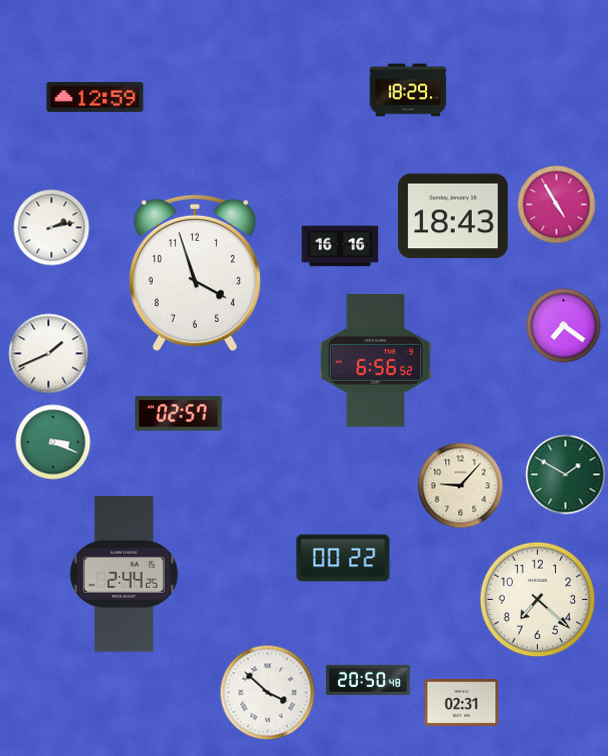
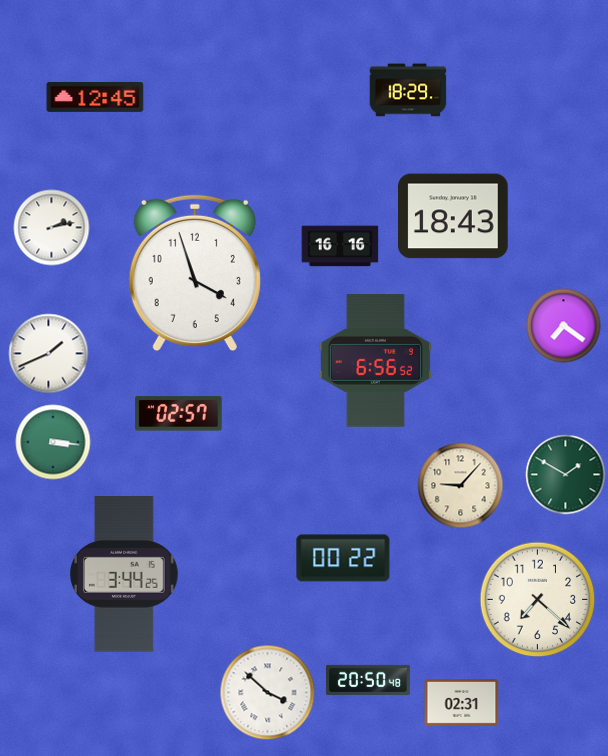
clock at (95, 97): 12:59 -> 12:45
clock at (557, 205): 4:55 -> none
clock at (53, 442): 3:19 -> 3:16
clock at (125, 575): 2:44 -> 3:44
